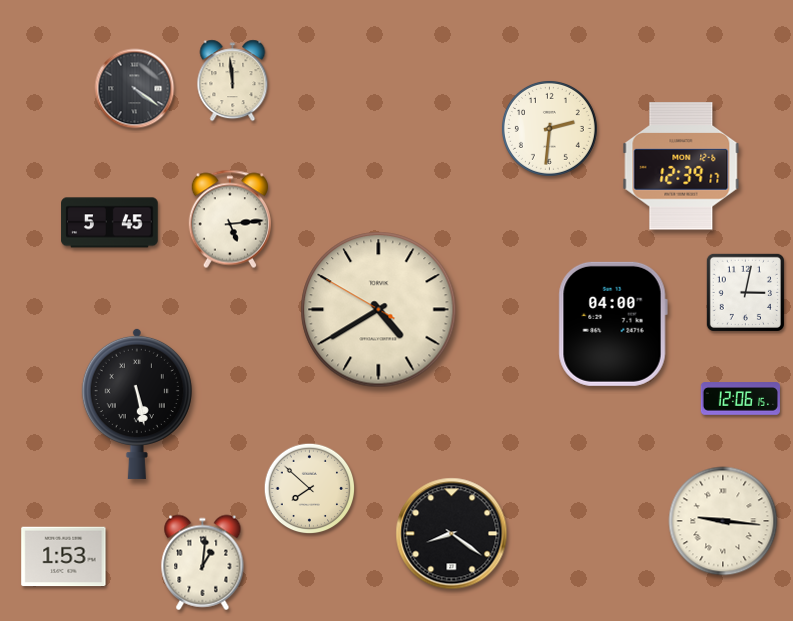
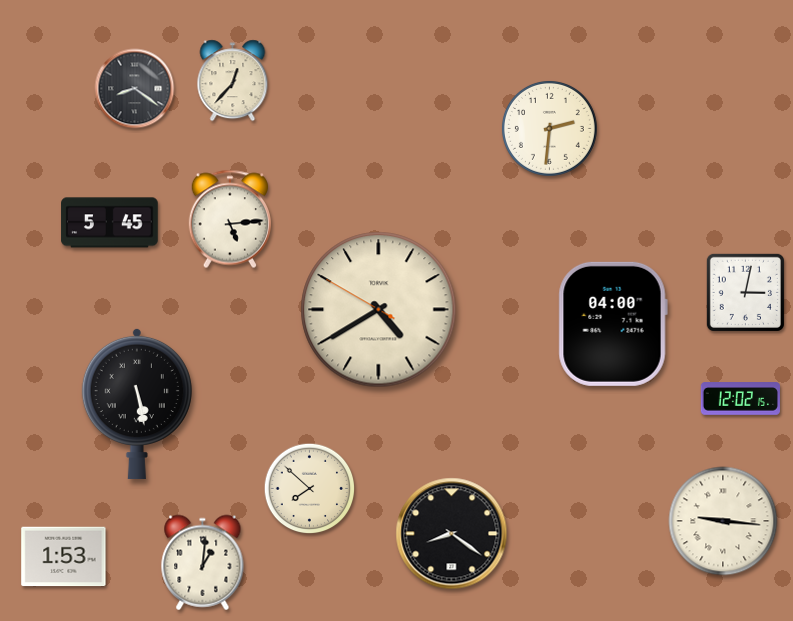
clock at (233, 81): 11:59 -> 12:37
clock at (135, 89): 4:21 -> 8:21
clock at (681, 166): 12:39 -> none
clock at (740, 399): 12:06 -> 12:02
